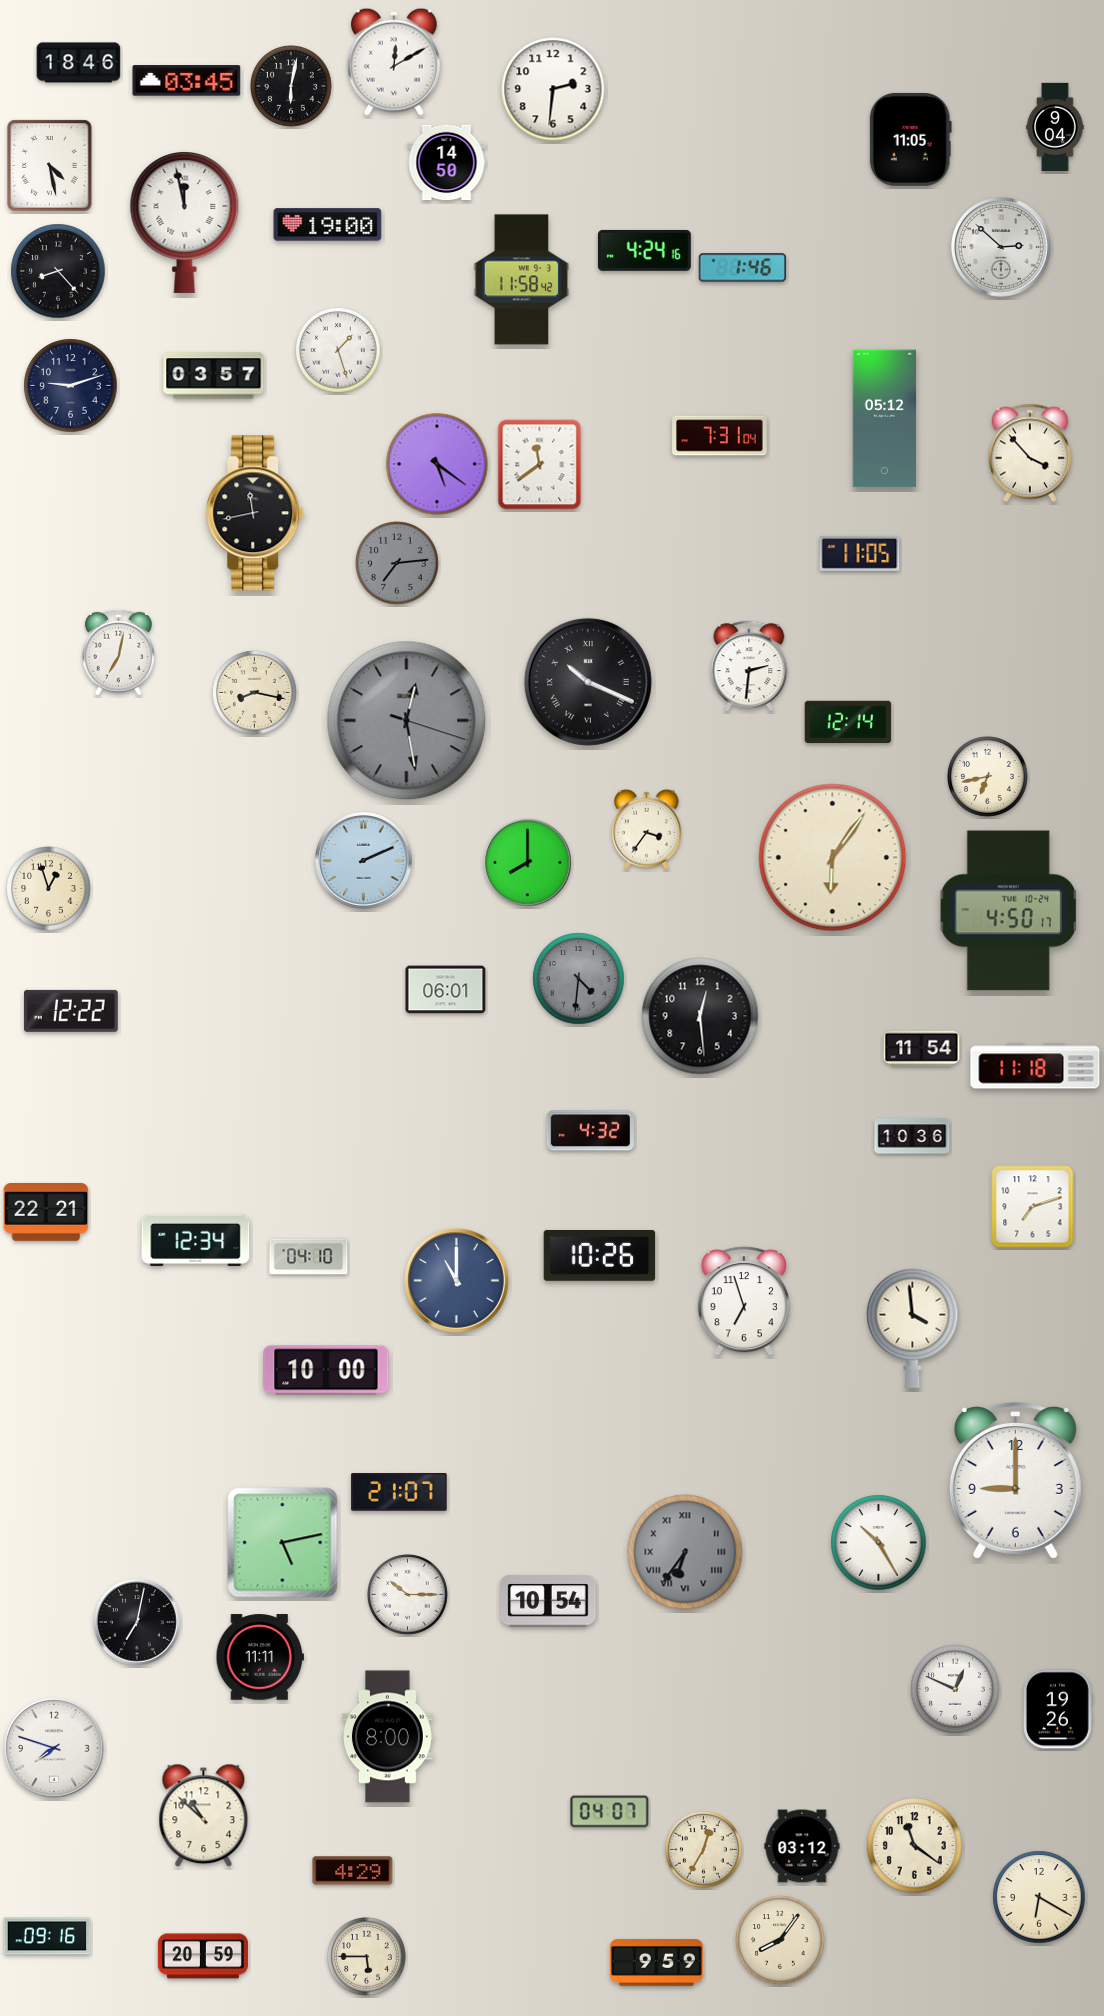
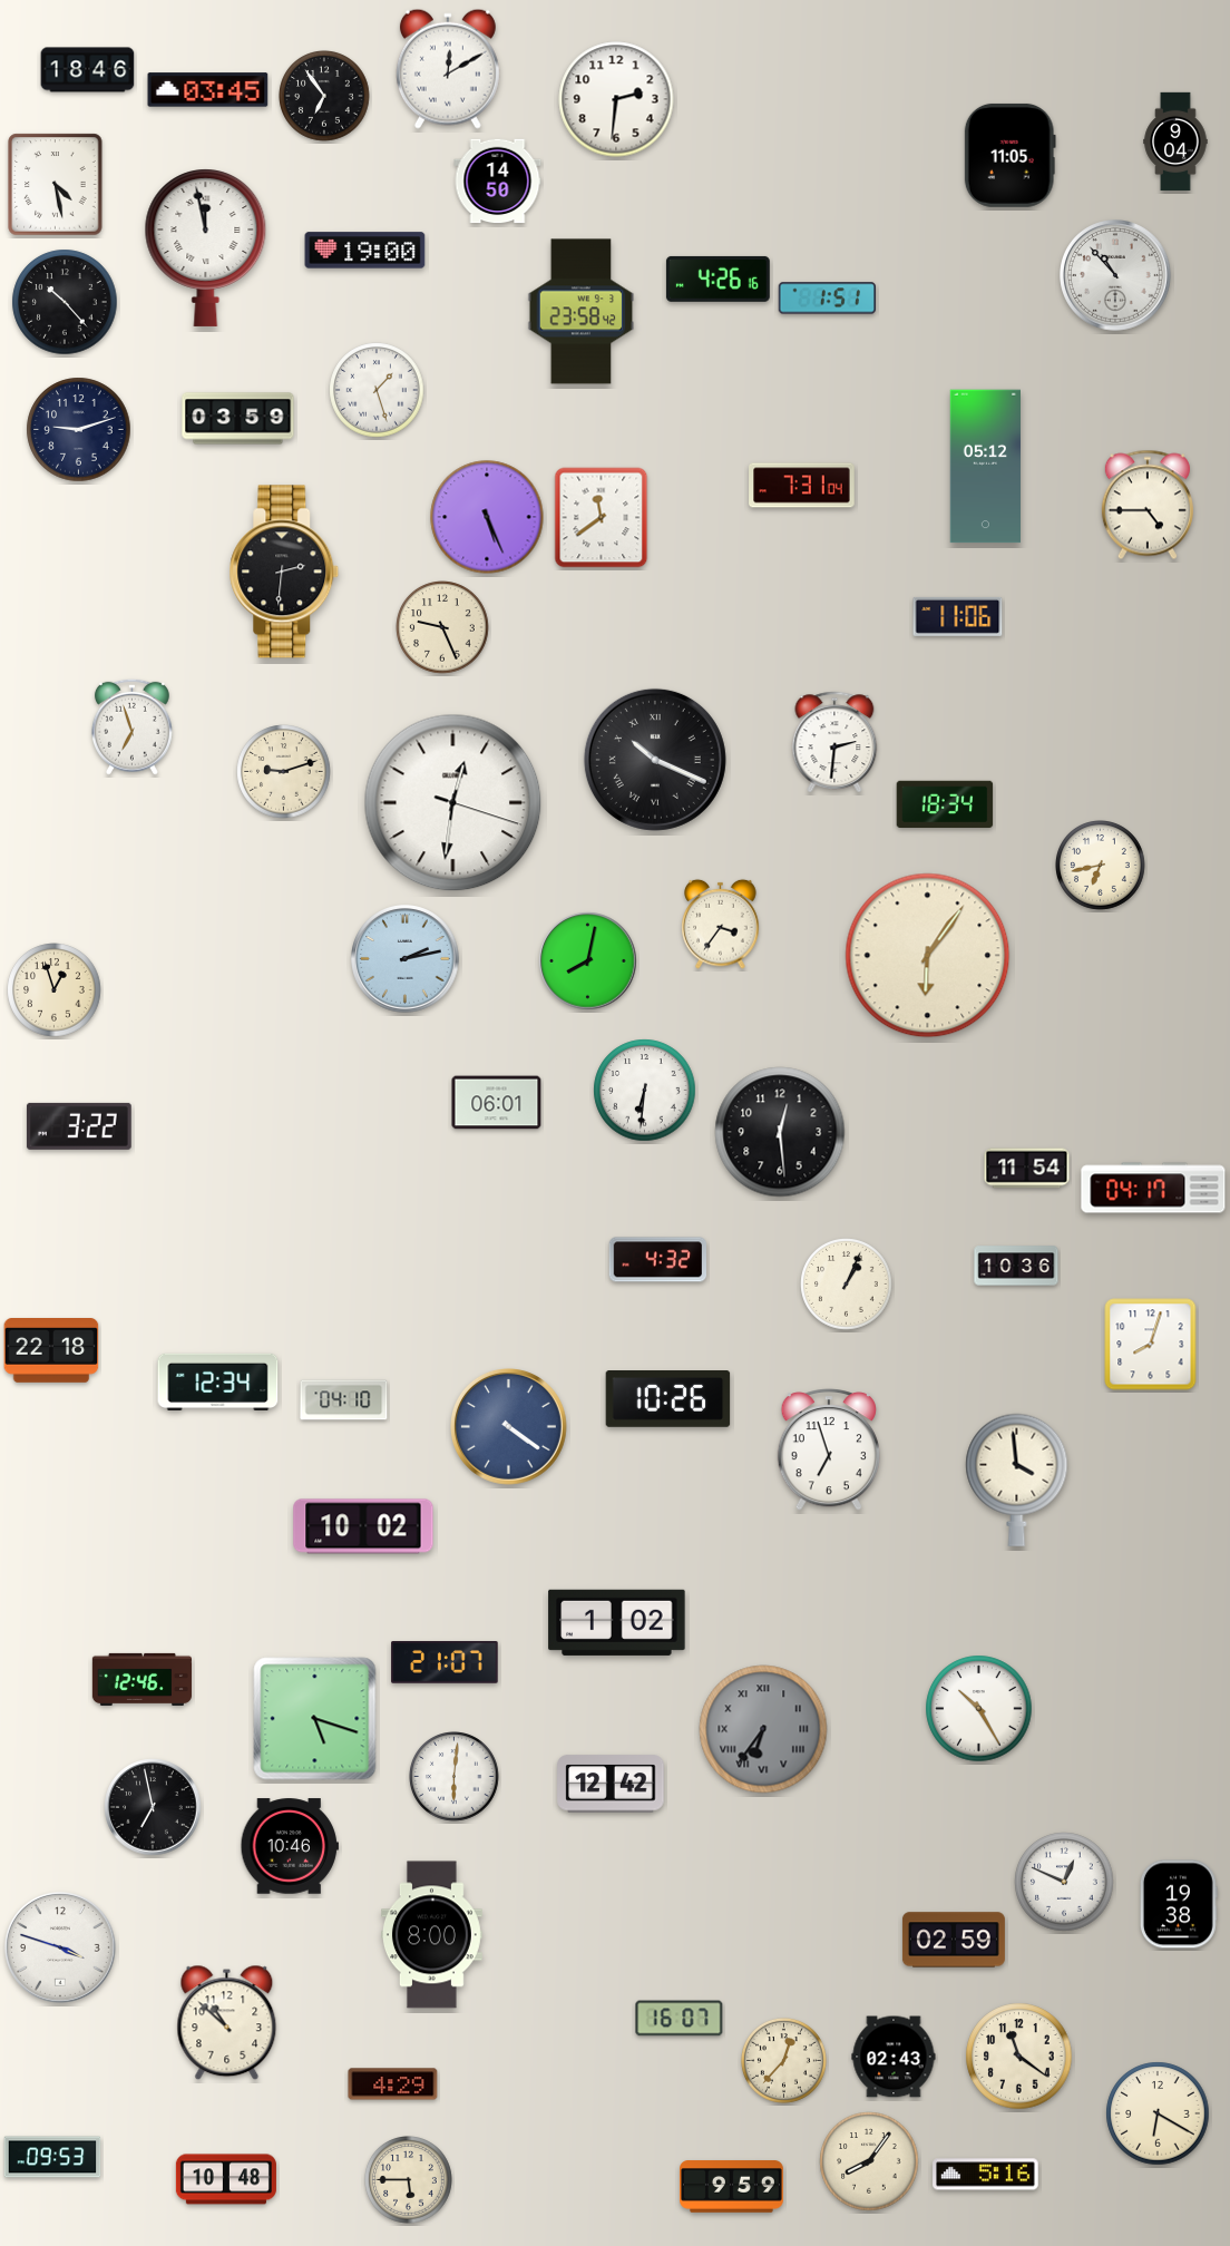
clock at (394, 62) position: (394, 62) -> (448, 69)
clock at (292, 87): 6:02 -> 6:54
clock at (910, 139) position: (910, 139) -> (1009, 155)
clock at (1002, 248): 2:52 -> 10:53
clock at (644, 250): 4:24 -> 4:26
clock at (743, 268): 1:46 -> 1:51
clock at (58, 271): 8:23 -> 10:23
clock at (522, 280): 11:58 -> 23:58
clock at (214, 376): 03:57 -> 03:59
clock at (1030, 453): 3:53 -> 4:45
clock at (437, 464): 5:21 -> 5:26
clock at (255, 513): 11:43 -> 2:31
clock at (860, 553): 11:05 -> 11:06
clock at (397, 563): 7:14 -> 9:26
clock at (397, 563) dial: grey -> cream
clock at (118, 652): 7:02 -> 6:57
clock at (255, 693): 8:17 -> 9:12
clock at (407, 721): 12:28 -> 12:31
clock at (407, 721) dial: grey -> white
clock at (848, 721): 12:14 -> 18:34
clock at (364, 861): 2:11 -> 2:13
clock at (528, 863): 8:00 -> 8:02
clock at (1008, 911): 4:50 -> none
clock at (579, 979): 4:31 -> 6:31
clock at (579, 979) dial: grey -> white
clock at (71, 1011): 12:22 -> 3:22
clock at (1035, 1066): 11:18 -> 04:17
clock at (847, 1285): none -> 1:04
clock at (1033, 1207): 7:12 -> 8:03
clock at (46, 1213): 22:21 -> 22:18
clock at (457, 1281): 11:00 -> 4:21
clock at (326, 1370): 10:00 -> 10:02
clock at (617, 1622): none -> 1:02
clock at (1015, 1481): 9:00 -> none
clock at (141, 1679): none -> 12:46
clock at (283, 1543): 5:13 -> 5:18
clock at (879, 1543) position: (879, 1543) -> (979, 1709)
clock at (408, 1595): 10:15 -> 6:01
clock at (548, 1601): 10:54 -> 12:42
clock at (137, 1622): 7:02 -> 6:58
clock at (259, 1657): 11:11 -> 10:46
clock at (1058, 1709): 19:26 -> 19:38
clock at (954, 1940): none -> 02:59
clock at (55, 1749): 7:48 -> 3:48
clock at (610, 1812): 04:07 -> 16:07
clock at (802, 1846): 03:12 -> 02:43
clock at (704, 1850): 12:35 -> 12:37
clock at (47, 1936): 09:16 -> 09:53
clock at (986, 2175): none -> 5:16
clock at (203, 1956): 20:59 -> 10:48
